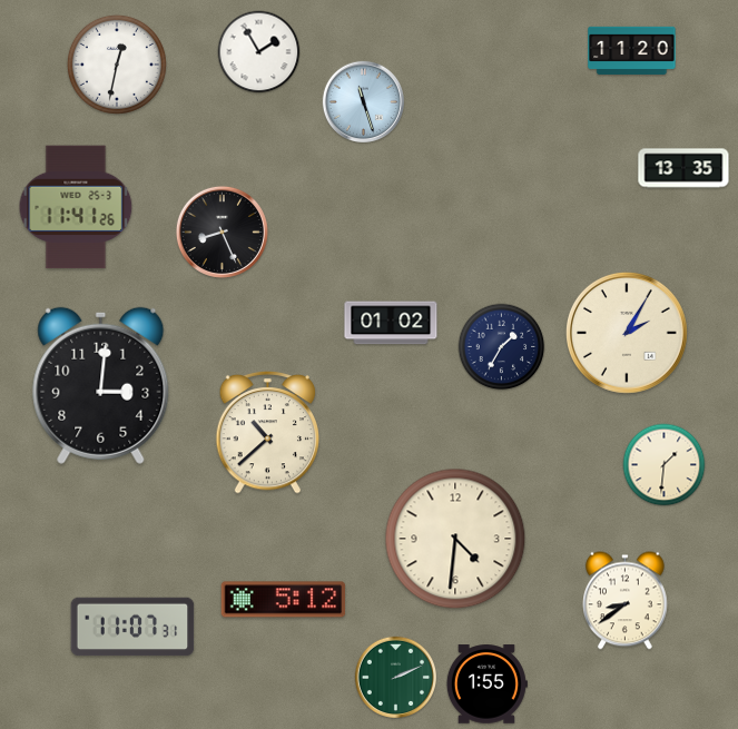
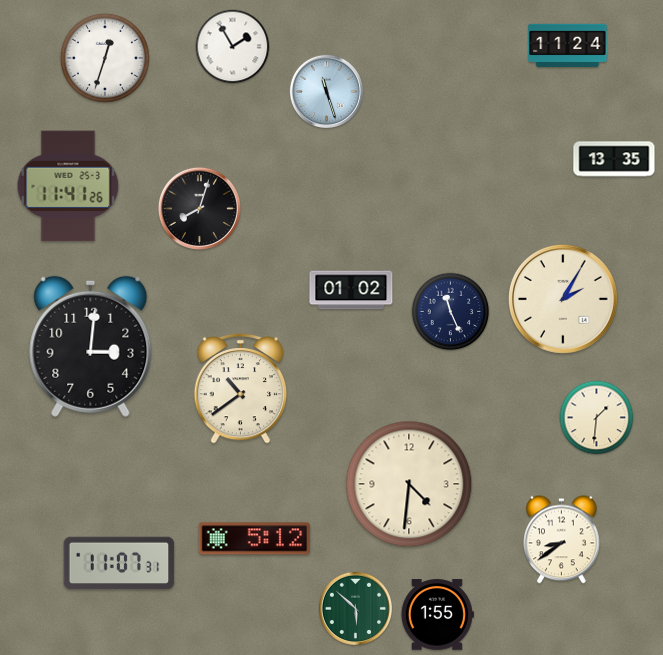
clock at (632, 50): 11:20 -> 11:24
clock at (117, 65): 12:32 -> 12:33
clock at (683, 168) position: (683, 168) -> (614, 159)
clock at (222, 231): 8:26 -> 8:03
clock at (502, 347): 1:35 -> 11:26
clock at (268, 432): 10:38 -> 10:39
clock at (395, 677): 2:11 -> 5:52
